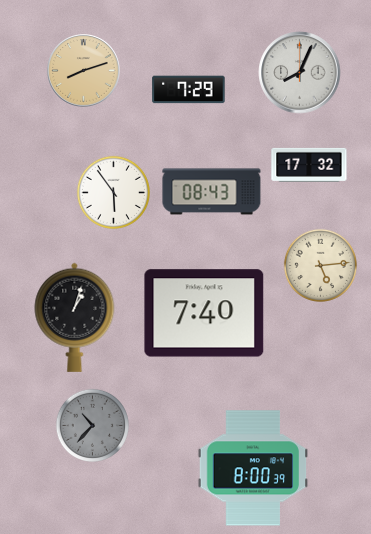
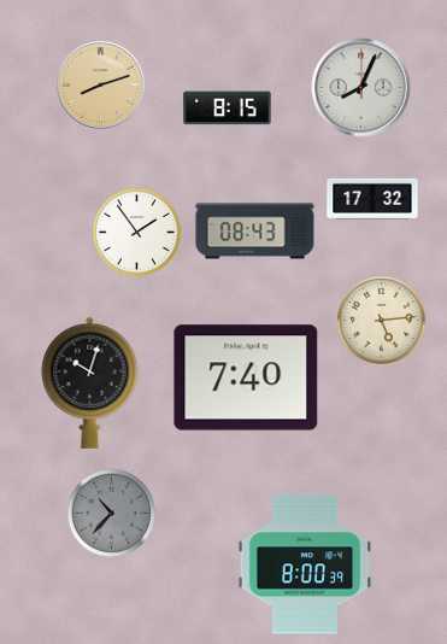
clock at (189, 90): 7:29 -> 8:15
clock at (113, 192): 5:54 -> 1:54
clock at (320, 265) position: (320, 265) -> (381, 320)
clock at (75, 317): 1:03 -> 10:03
